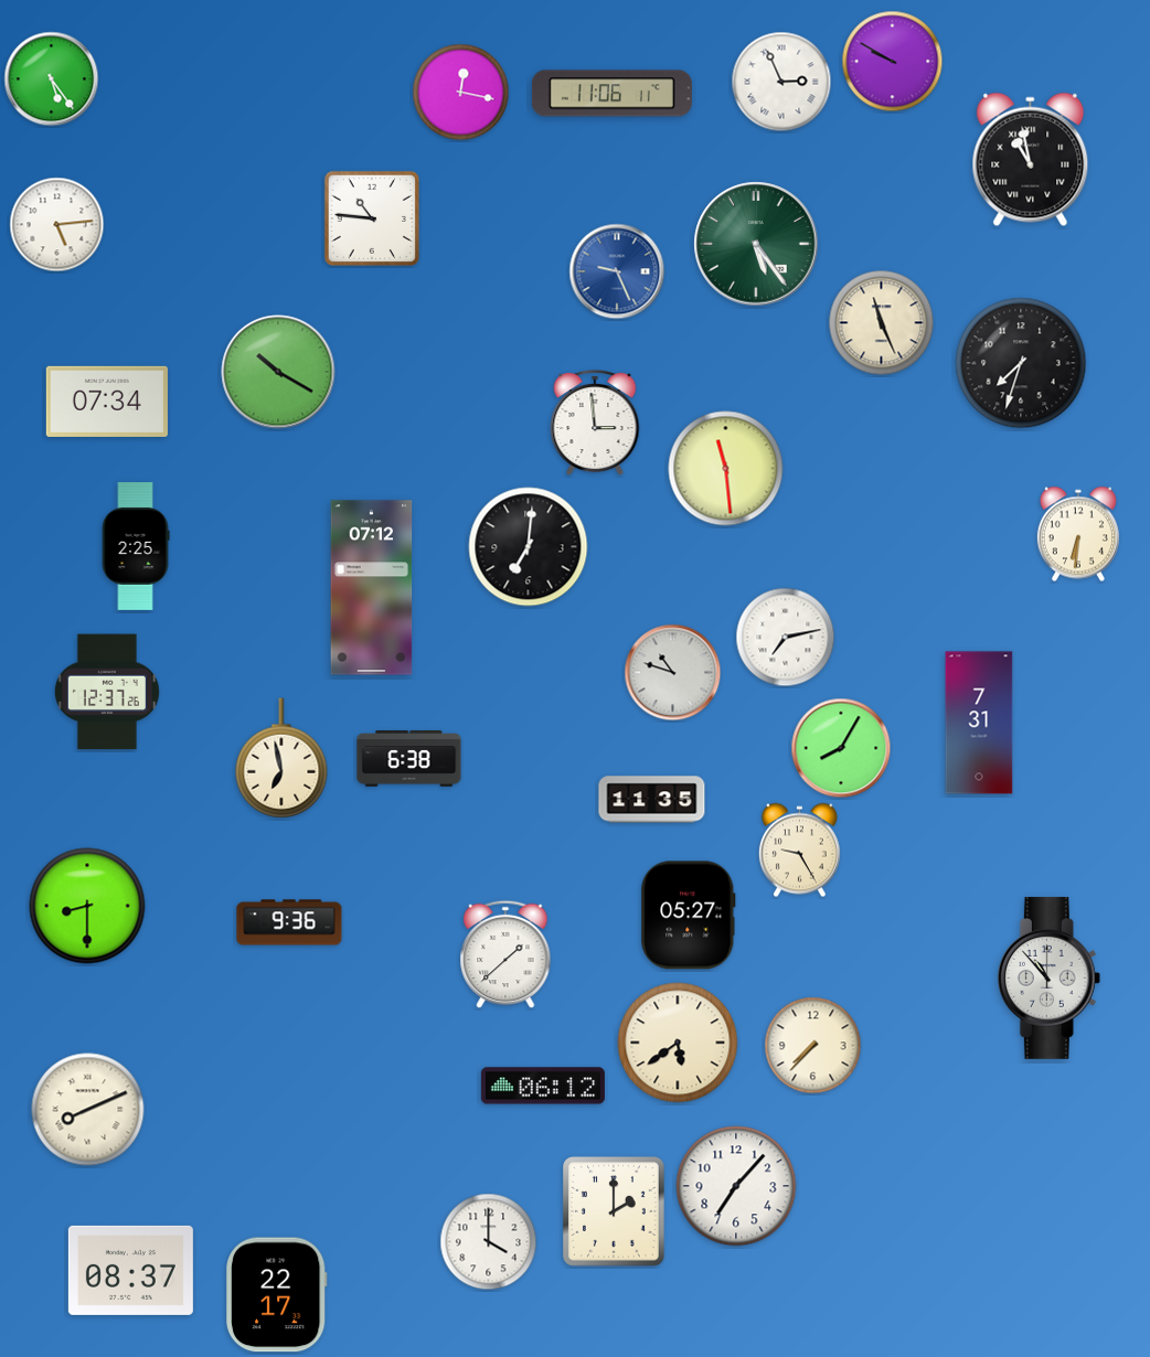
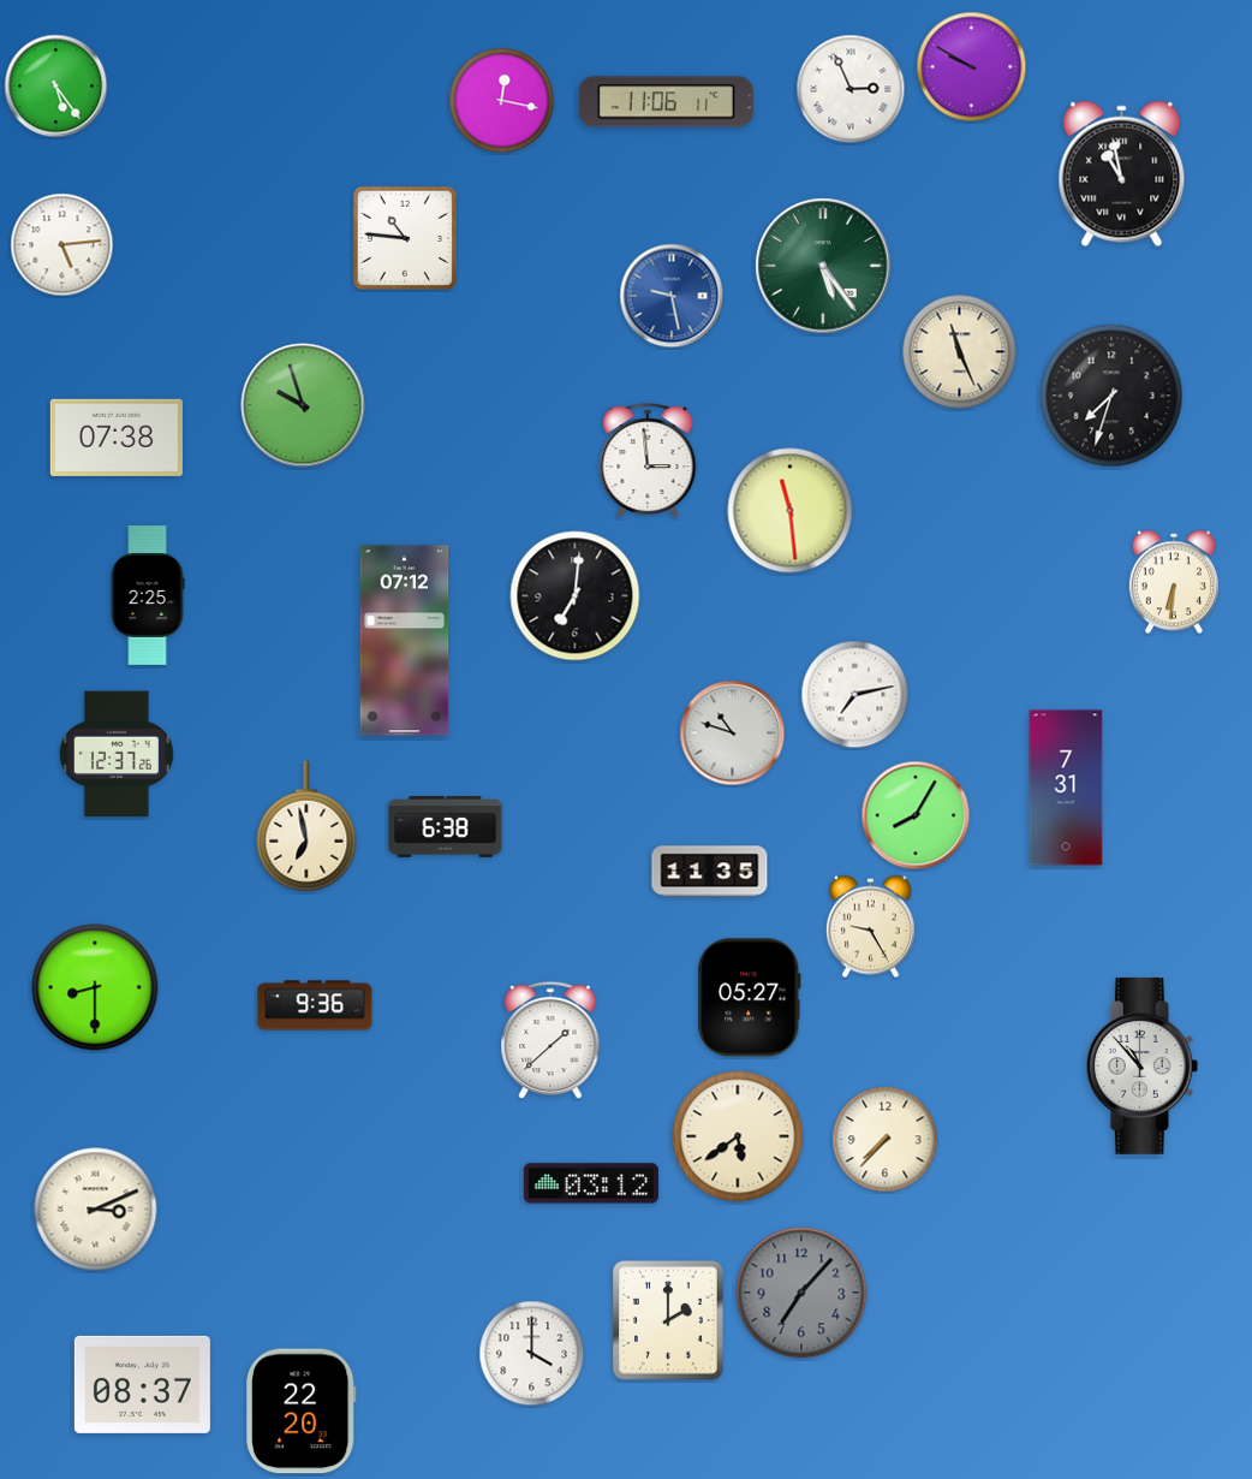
clock at (617, 271): 9:26 -> 9:28
clock at (278, 372): 10:20 -> 9:57
clock at (107, 402): 07:34 -> 07:38
clock at (543, 1086): 06:12 -> 03:12
clock at (88, 1110): 8:11 -> 3:11
clock at (736, 1186) dial: white -> grey
clock at (277, 1295): 22:17 -> 22:20
